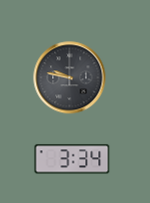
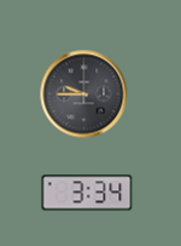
clock at (70, 78): 9:47 -> 9:45
